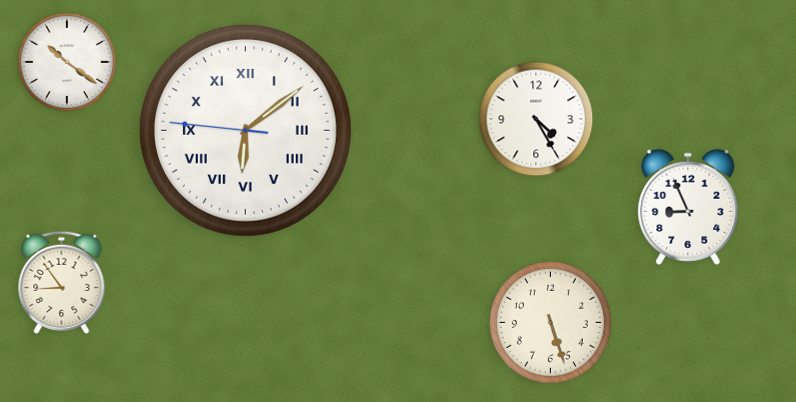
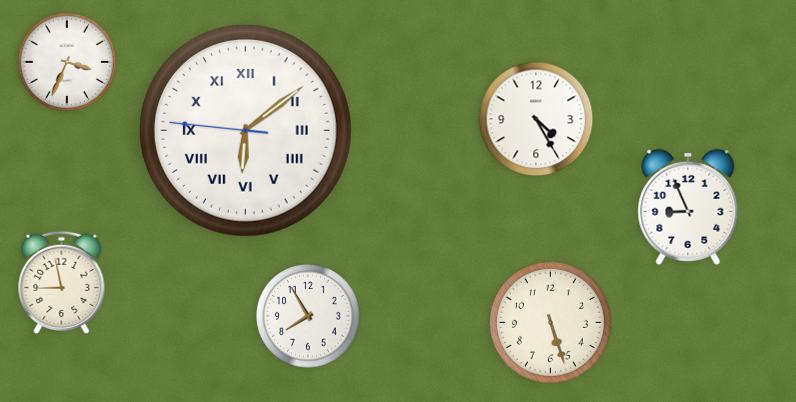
clock at (67, 62): 10:21 -> 3:34
clock at (62, 282): 8:54 -> 8:58
clock at (308, 316): none -> 7:55
